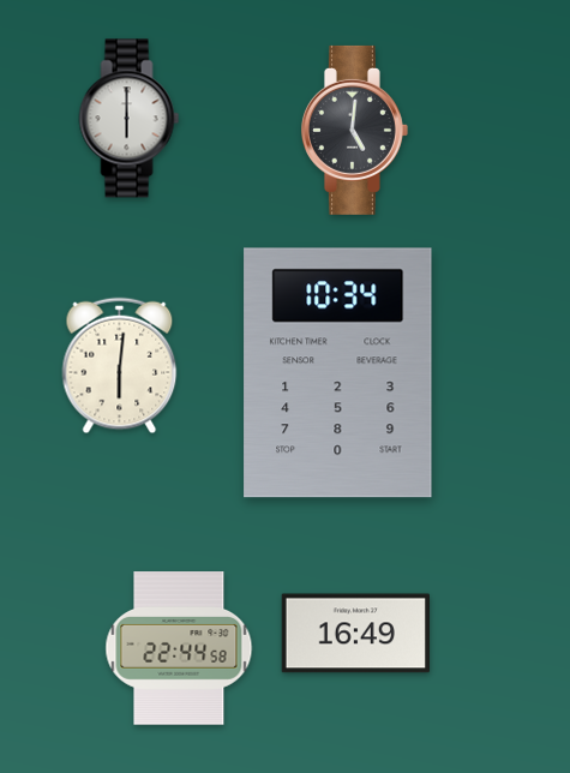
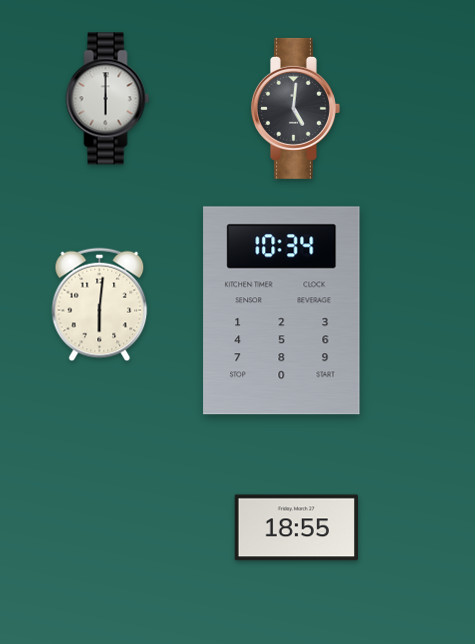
clock at (355, 634): 16:49 -> 18:55
clock at (179, 648): 22:44 -> none
